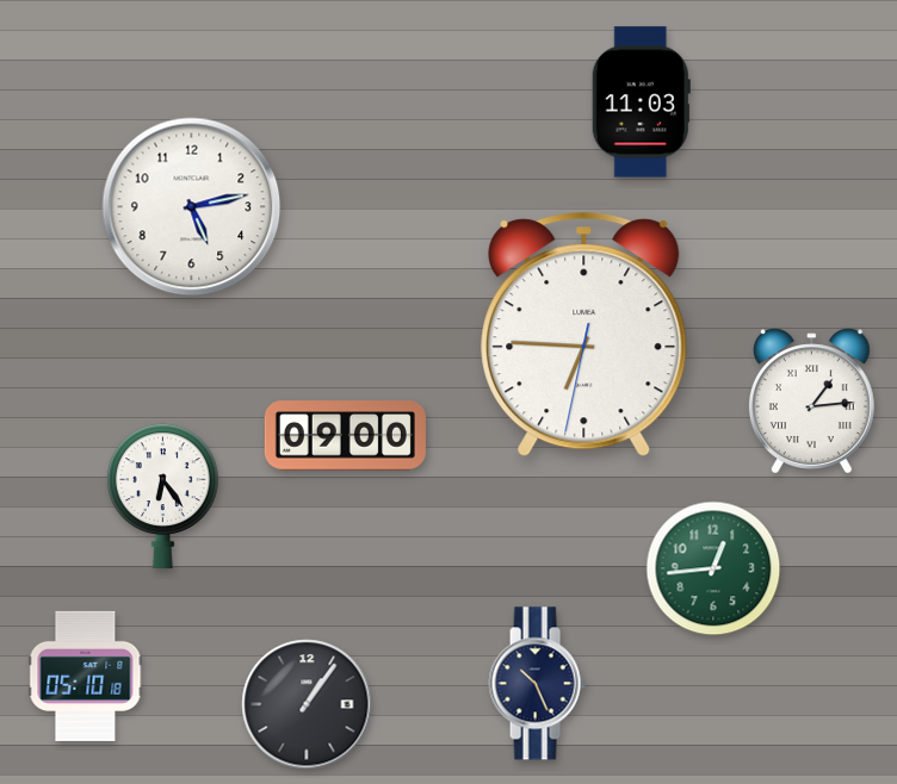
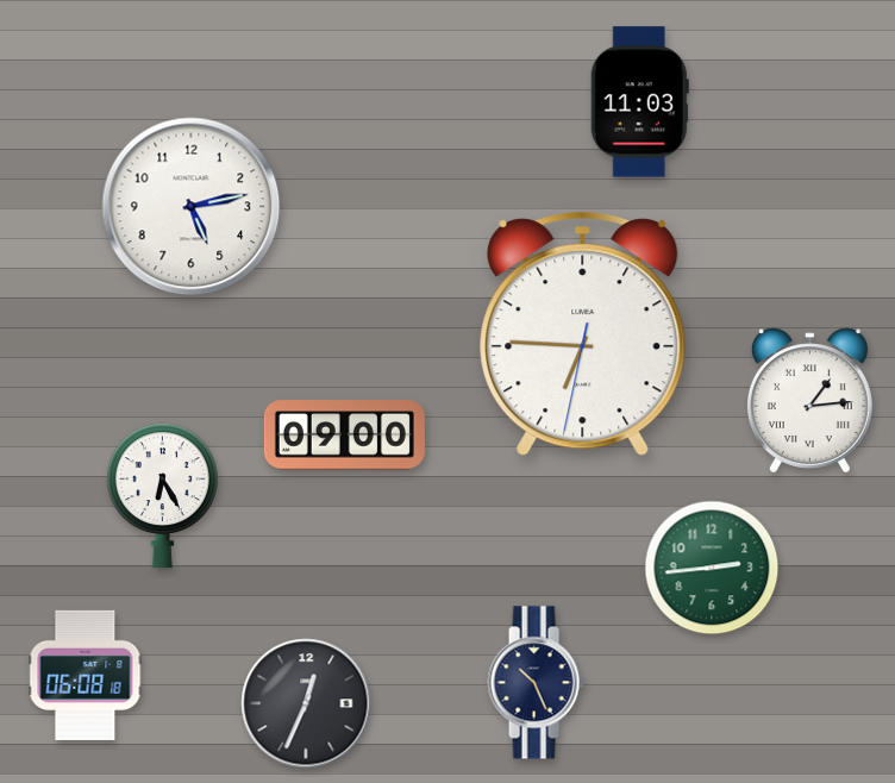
clock at (162, 496): 6:24 -> 6:25
clock at (713, 568): 12:44 -> 2:44
clock at (86, 676): 05:10 -> 06:08
clock at (307, 704): 1:06 -> 12:34
